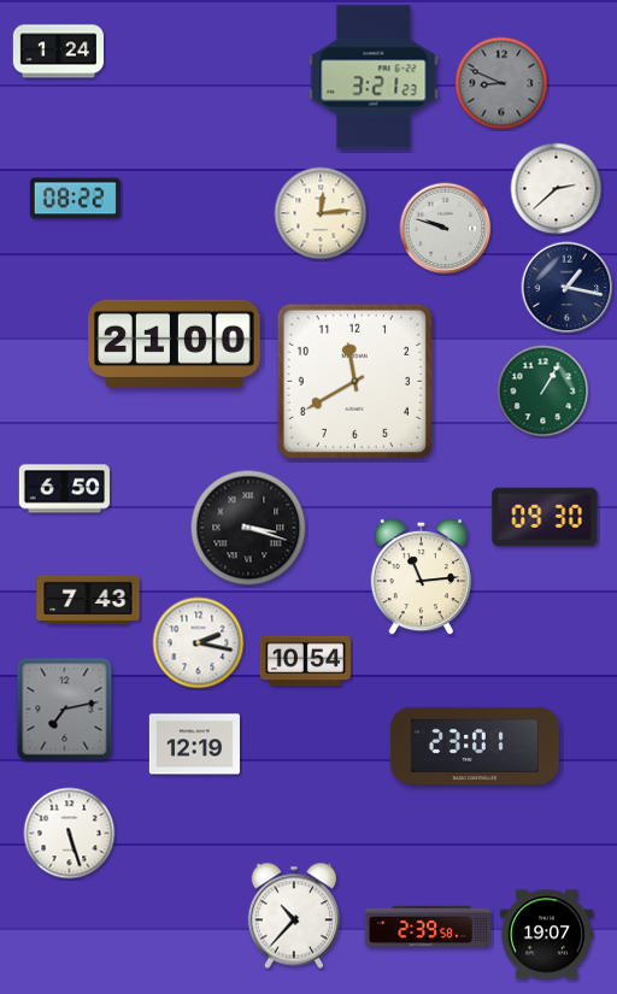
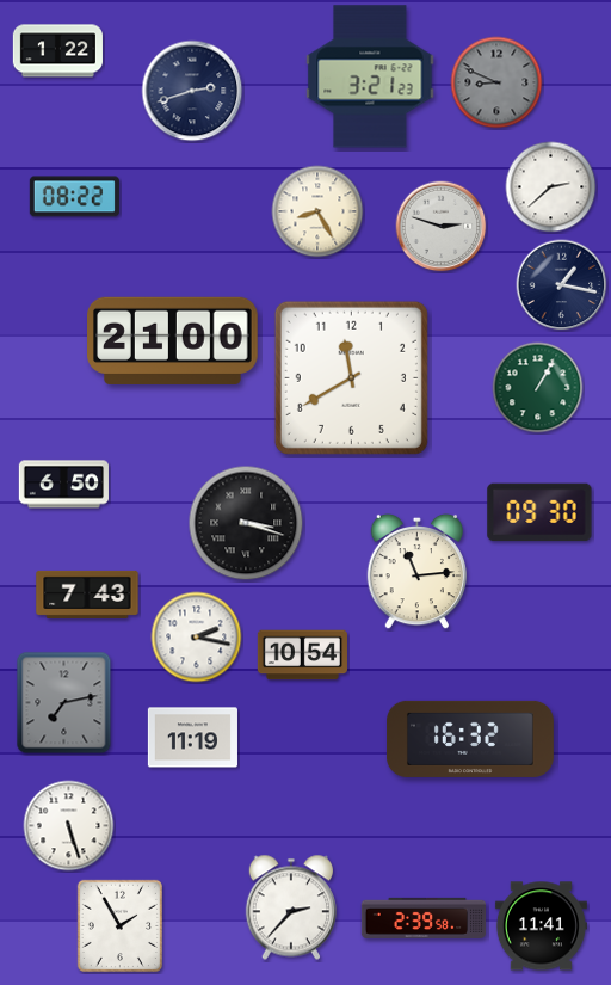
clock at (58, 52): 1:24 -> 1:22
clock at (192, 91): none -> 2:42
clock at (321, 213): 12:14 -> 8:25
clock at (446, 229): 9:48 -> 2:48
clock at (194, 745): 12:19 -> 11:19
clock at (475, 746): 23:01 -> 16:32
clock at (293, 916): 10:37 -> 2:37
clock at (119, 925): none -> 1:55
clock at (546, 935): 19:07 -> 11:41
